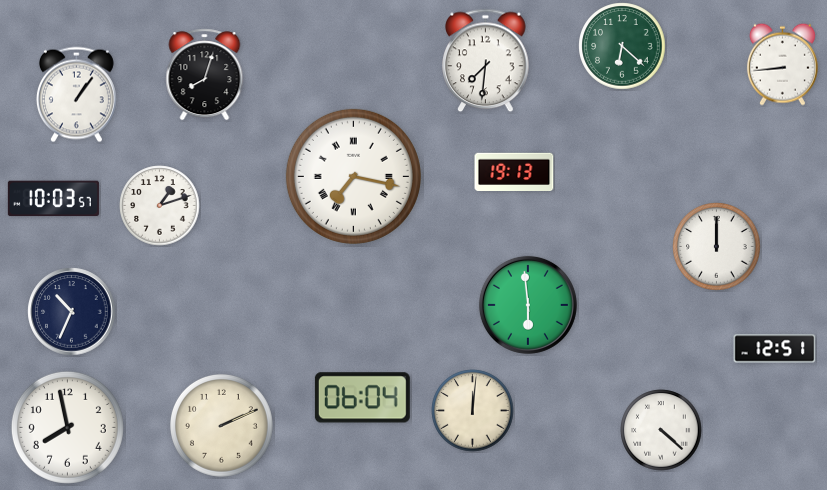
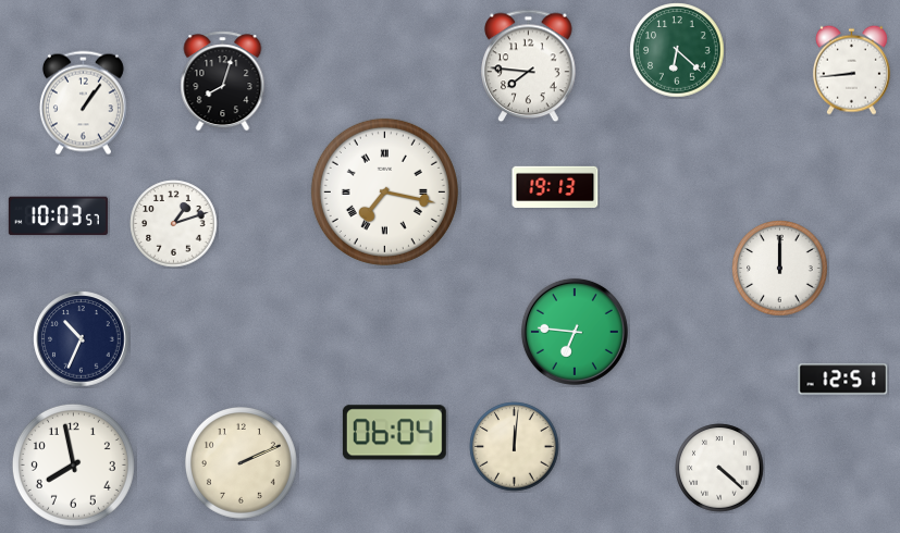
clock at (486, 61): 7:31 -> 7:46
clock at (514, 171) position: (514, 171) -> (555, 186)
clock at (528, 305): 5:59 -> 6:46
clock at (72, 312) position: (72, 312) -> (82, 339)
